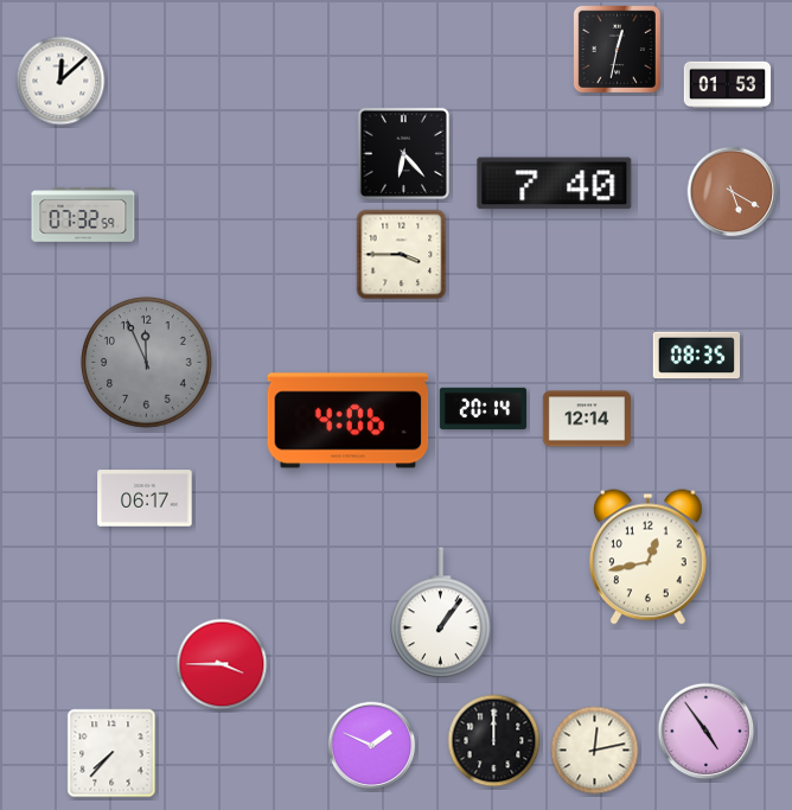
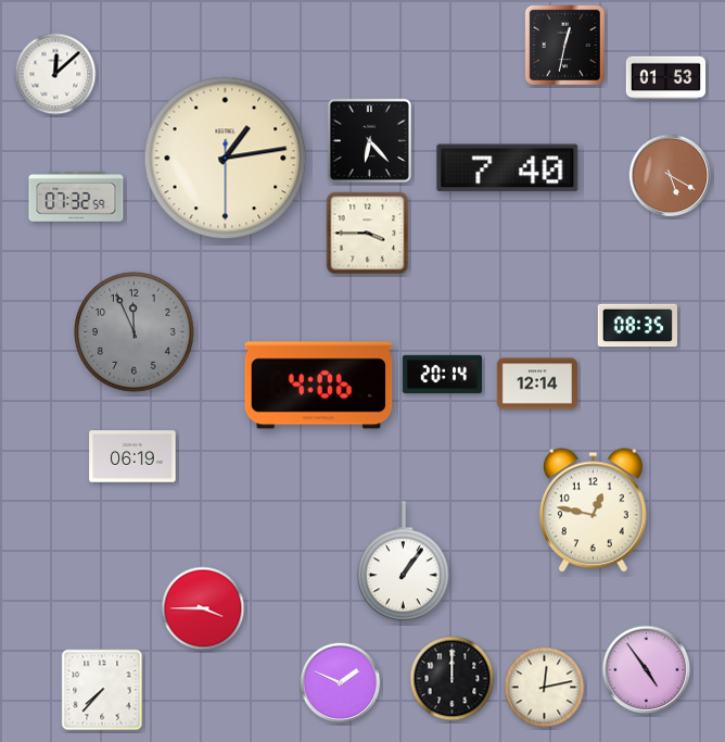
clock at (226, 159): none -> 1:13
clock at (145, 498): 06:17 -> 06:19
clock at (649, 557): 12:43 -> 12:47
